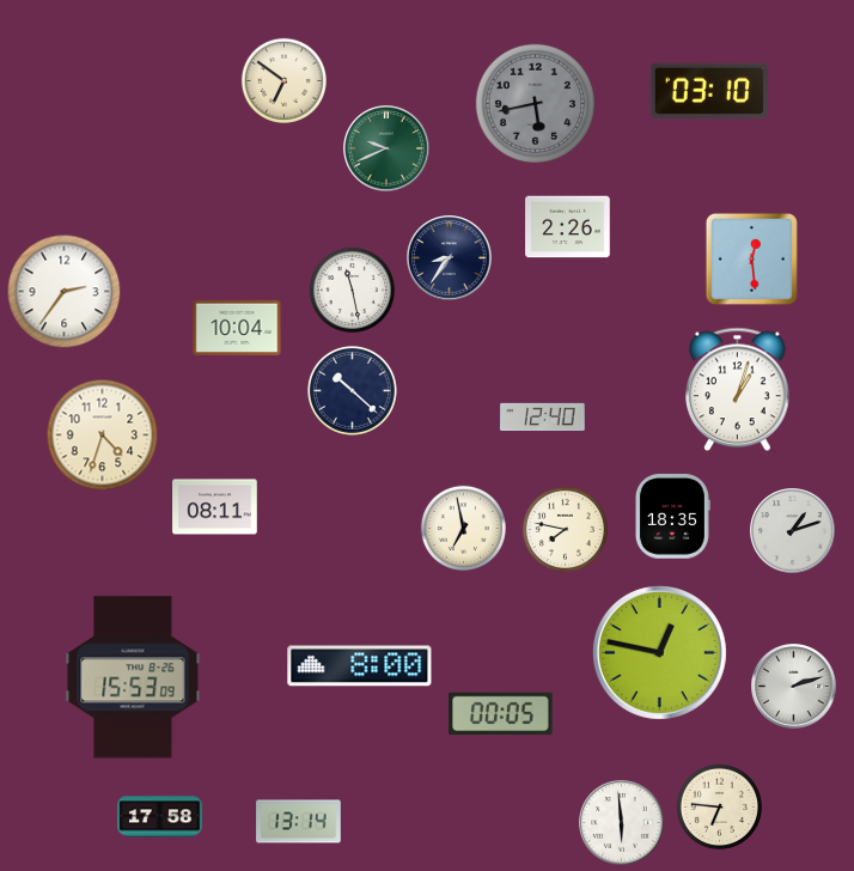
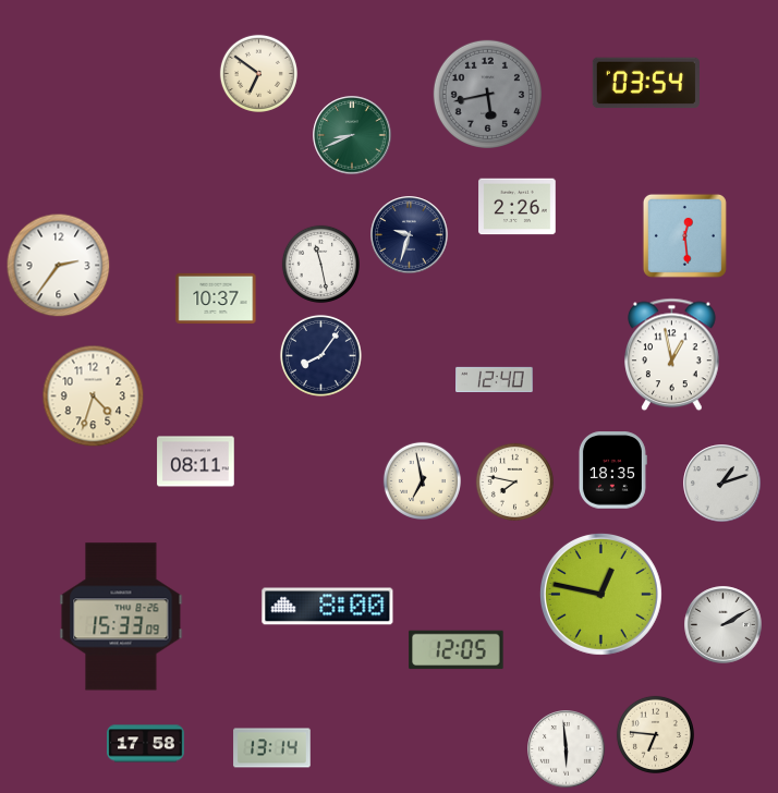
clock at (709, 91): 03:10 -> 03:54
clock at (386, 148): 9:41 -> 8:41
clock at (450, 258): 8:36 -> 9:33
clock at (237, 327): 10:04 -> 10:37
clock at (352, 390): 10:22 -> 8:06
clock at (738, 390): 1:03 -> 12:58
clock at (133, 677): 15:53 -> 15:33
clock at (794, 687): 2:12 -> 2:10
clock at (501, 714): 00:05 -> 12:05
